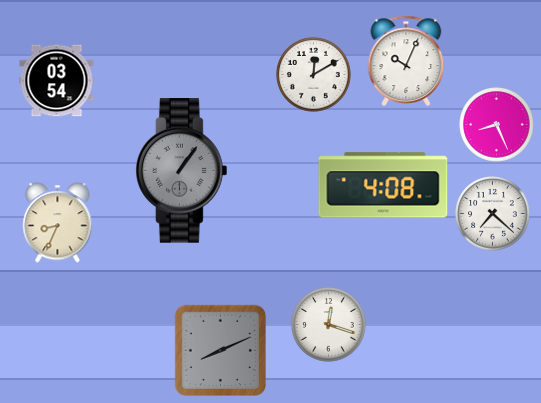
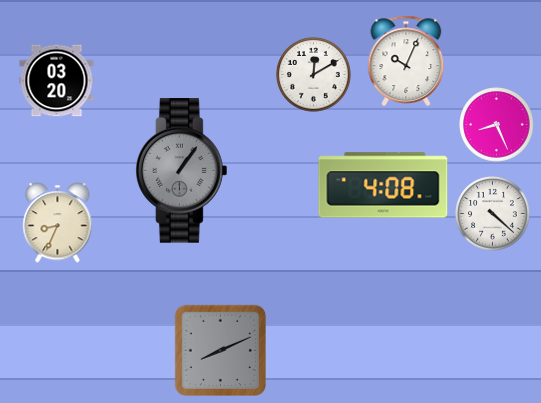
clock at (57, 81): 03:54 -> 03:20
clock at (493, 214): 7:22 -> 4:22
clock at (329, 325): 12:18 -> none
